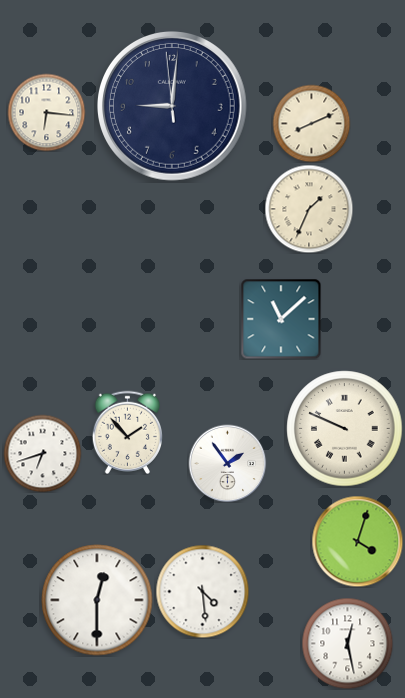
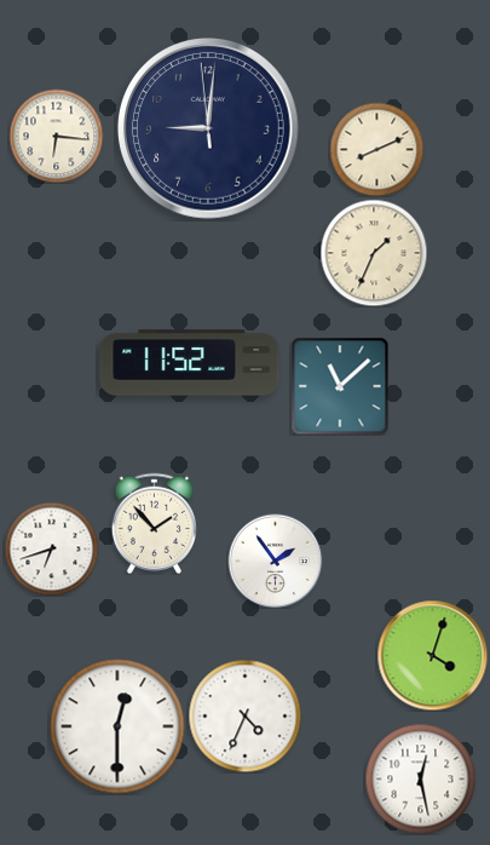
clock at (190, 363): none -> 11:52
clock at (345, 429): 9:49 -> none
clock at (202, 591): 4:29 -> 4:34
